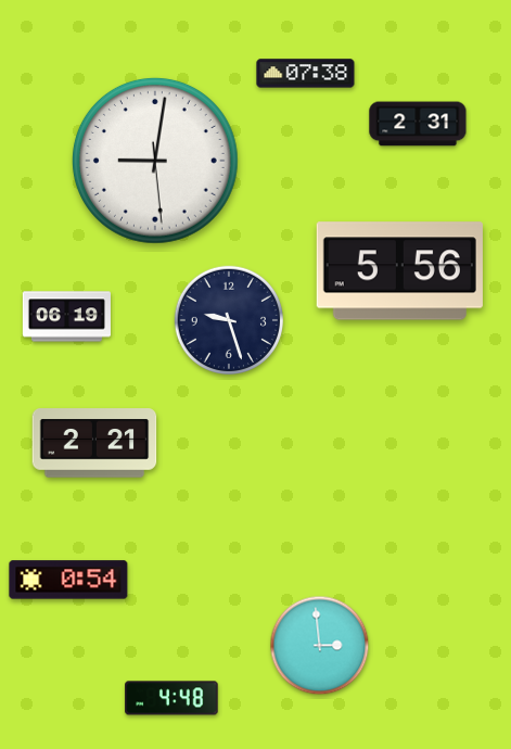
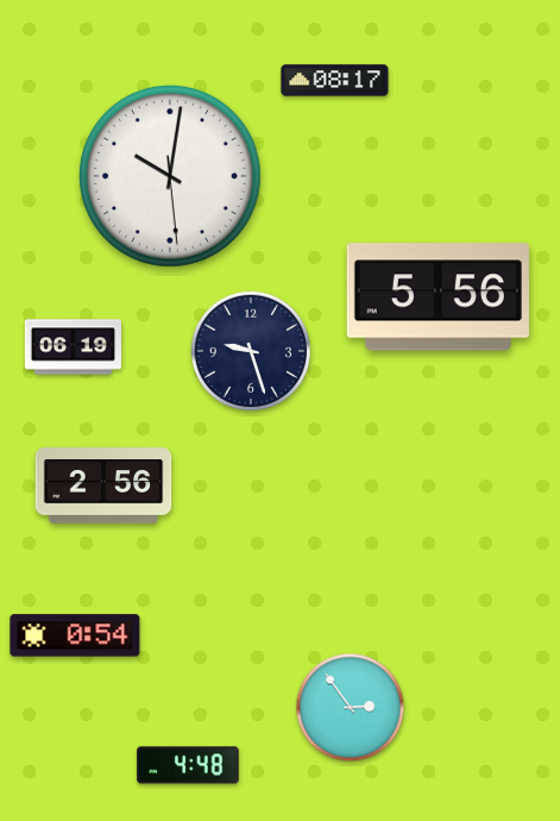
clock at (306, 74): 07:38 -> 08:17
clock at (418, 124): 2:31 -> none
clock at (155, 161): 9:01 -> 10:01
clock at (94, 443): 2:21 -> 2:56
clock at (320, 646): 2:59 -> 2:54
